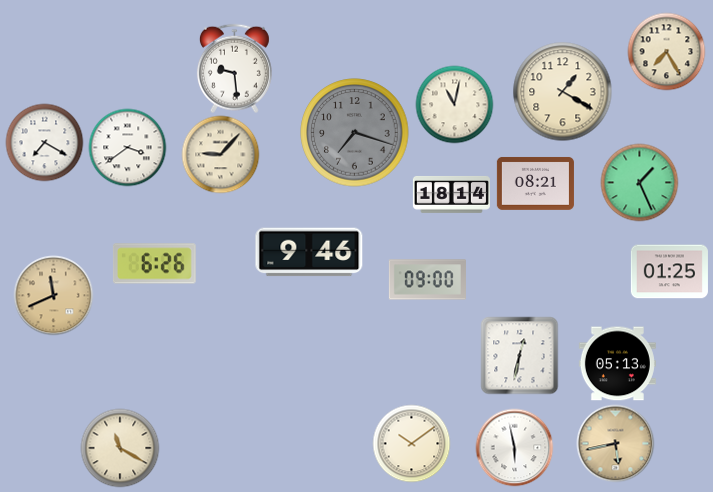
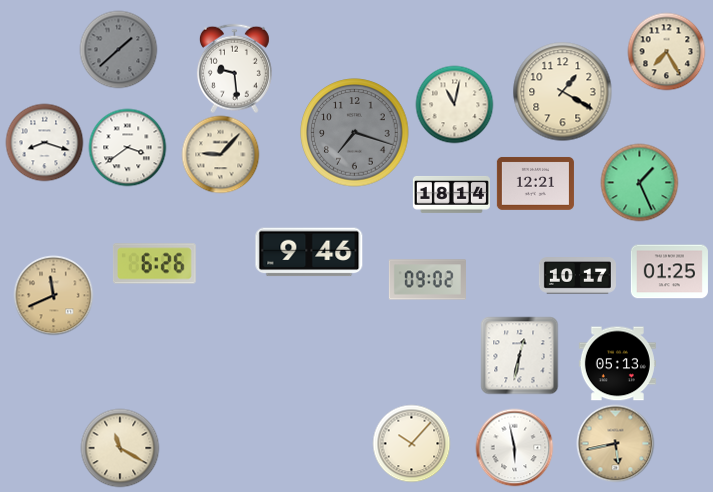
clock at (118, 49): none -> 1:38
clock at (44, 142): 7:20 -> 8:18
clock at (535, 184): 08:21 -> 12:21
clock at (577, 276): none -> 10:17
clock at (427, 280): 09:00 -> 09:02
clock at (411, 443): 10:09 -> 10:07
